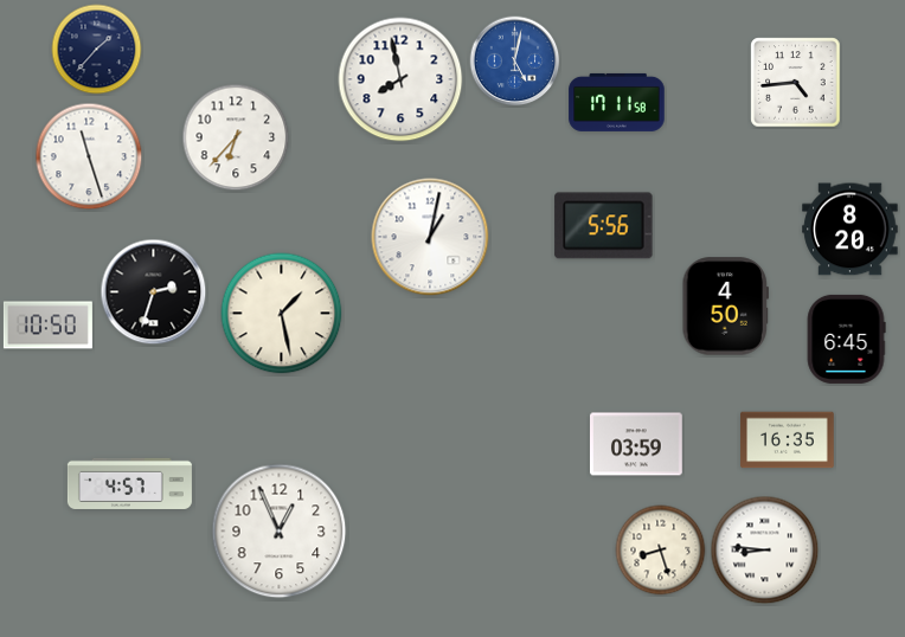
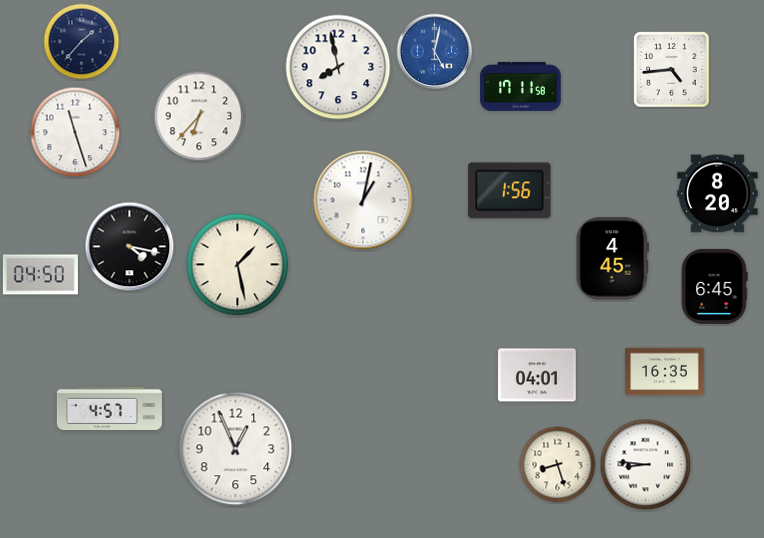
clock at (604, 226): 5:56 -> 1:56
clock at (154, 292): 2:33 -> 4:17
clock at (726, 307): 4:50 -> 4:45
clock at (47, 326): 10:50 -> 04:50
clock at (637, 444): 03:59 -> 04:01
